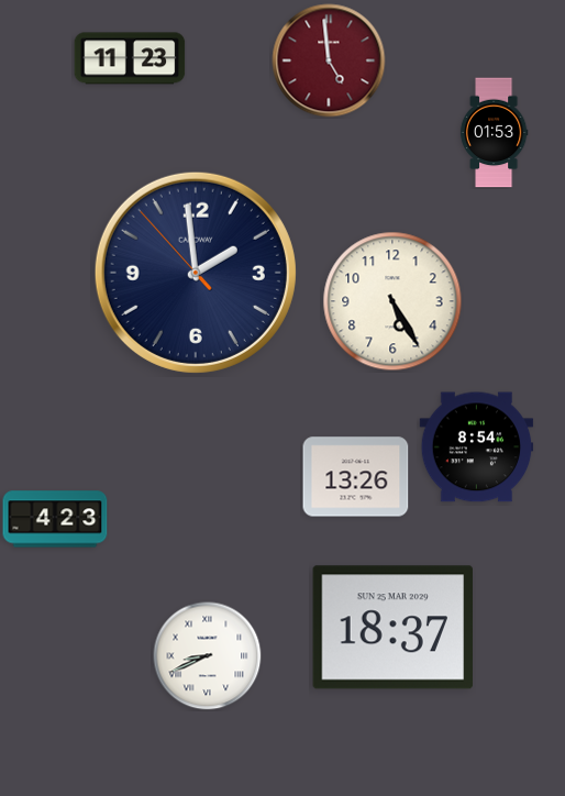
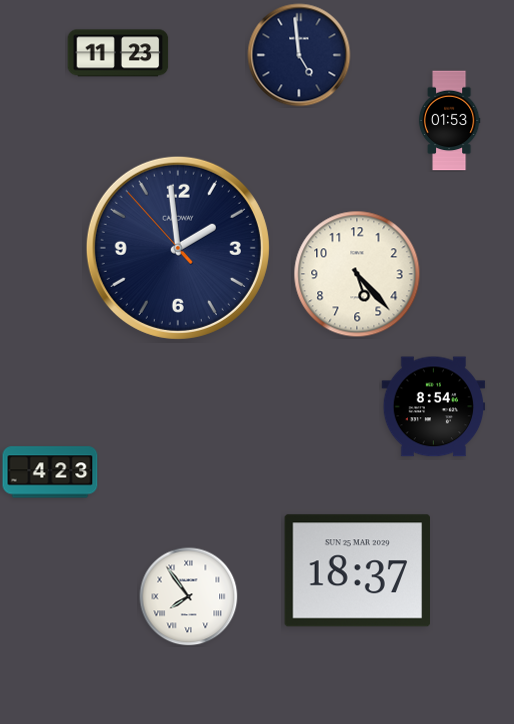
clock at (329, 60) dial: burgundy -> navy
clock at (392, 301): 5:25 -> 5:23
clock at (356, 477): 13:26 -> none
clock at (208, 656): 8:41 -> 7:54
